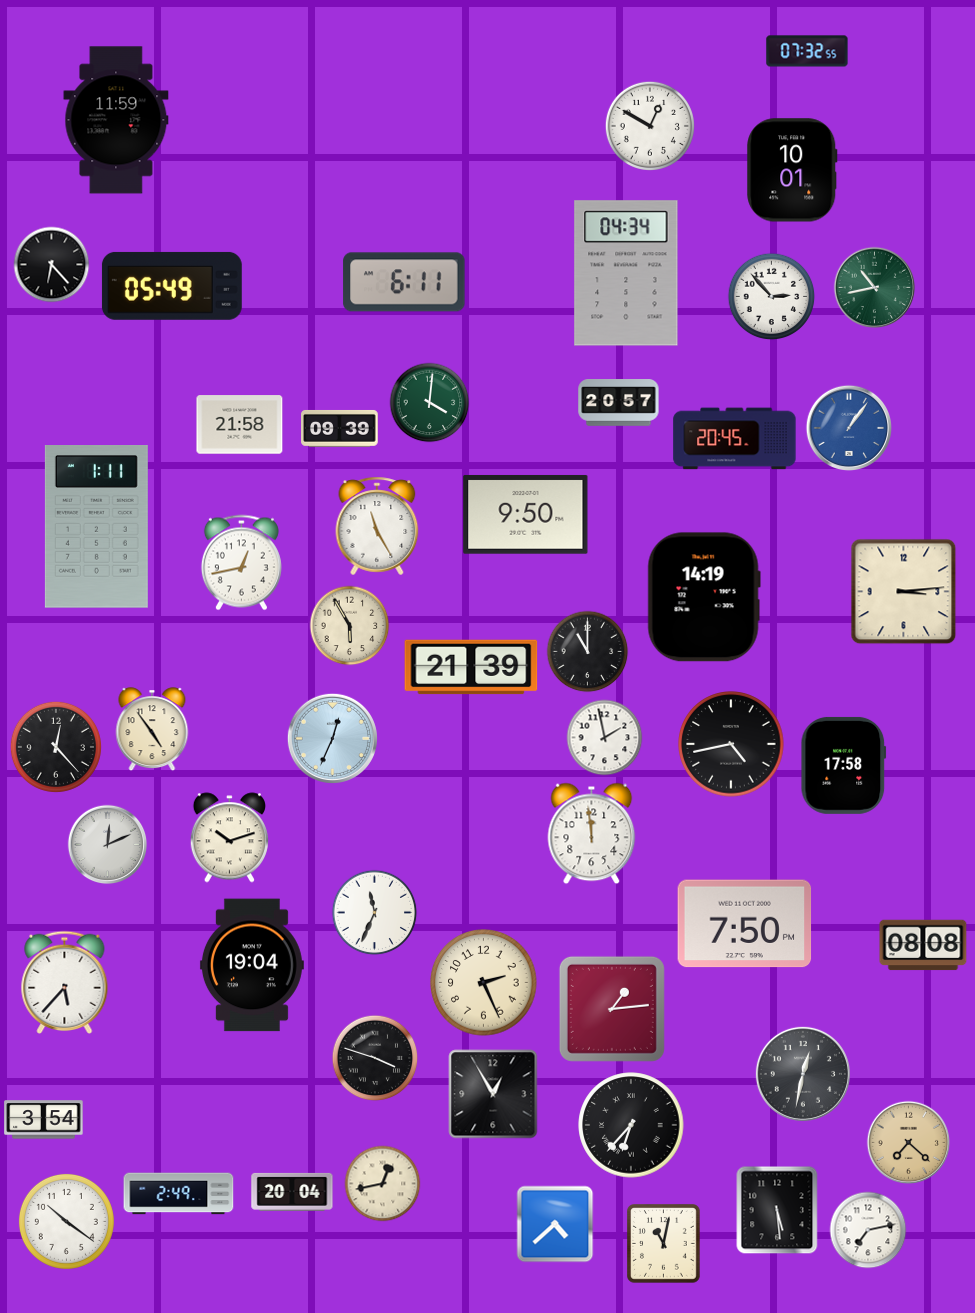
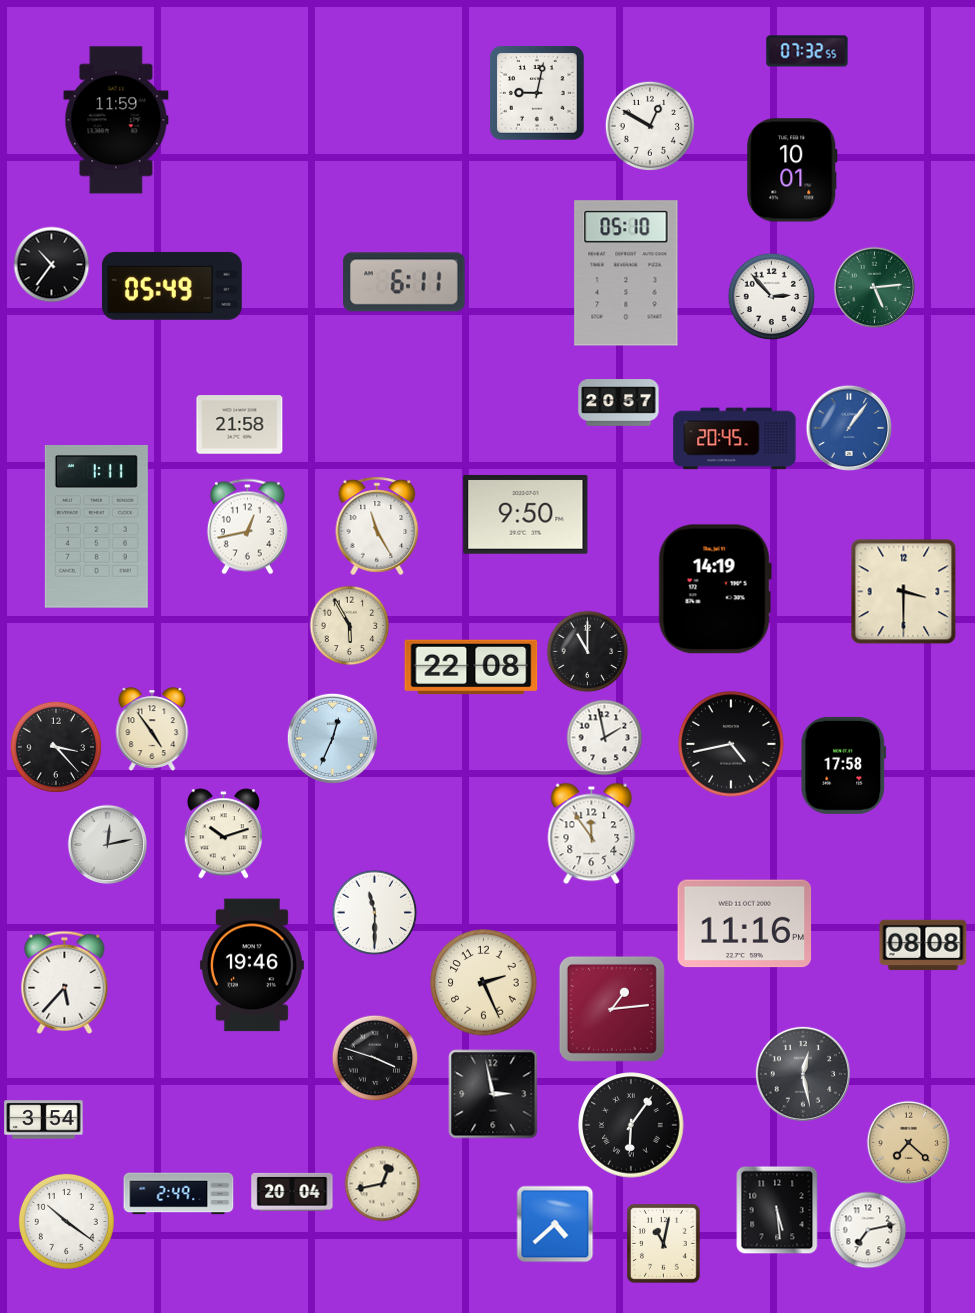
clock at (537, 93): none -> 9:02
clock at (52, 265): 6:23 -> 10:36
clock at (626, 273): 04:34 -> 05:10
clock at (875, 288): 10:43 -> 5:14
clock at (430, 403): 4:01 -> none
clock at (340, 428): 09:39 -> none
clock at (241, 563) position: (241, 563) -> (247, 527)
clock at (904, 592): 3:14 -> 3:30
clock at (704, 597) position: (704, 597) -> (715, 589)
clock at (471, 667): 21:39 -> 22:08
clock at (56, 747): 12:23 -> 3:23
clock at (592, 834): 11:59 -> 11:54
clock at (229, 838) position: (229, 838) -> (223, 834)
clock at (108, 845): 12:11 -> 12:13
clock at (375, 913): 11:34 -> 11:30
clock at (745, 924): 7:50 -> 11:16
clock at (252, 965): 19:04 -> 19:46
clock at (803, 1074): 12:32 -> 12:28
clock at (493, 1094): 12:55 -> 2:58
clock at (631, 1125): 6:37 -> 6:06
